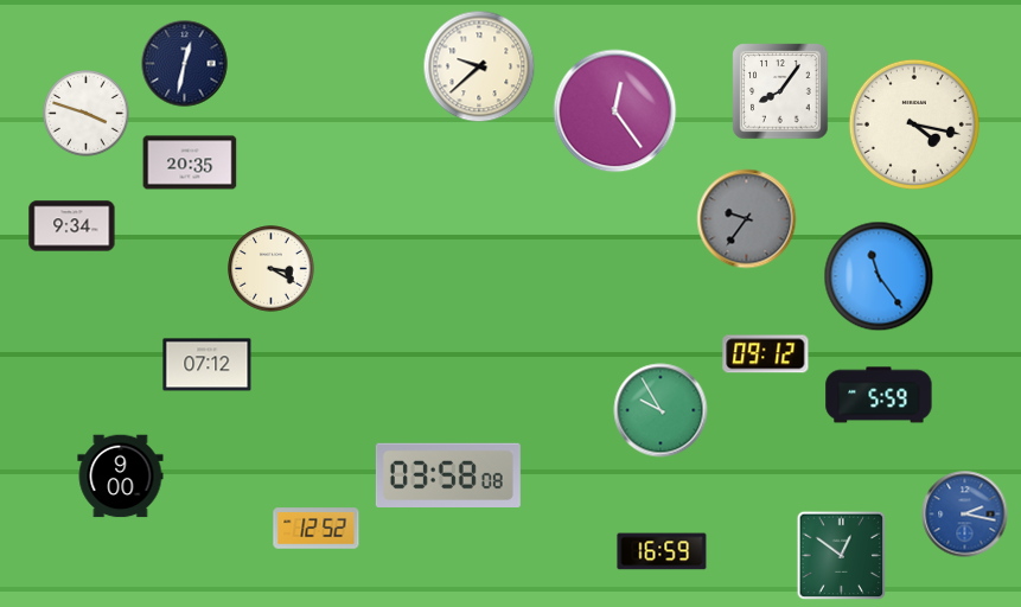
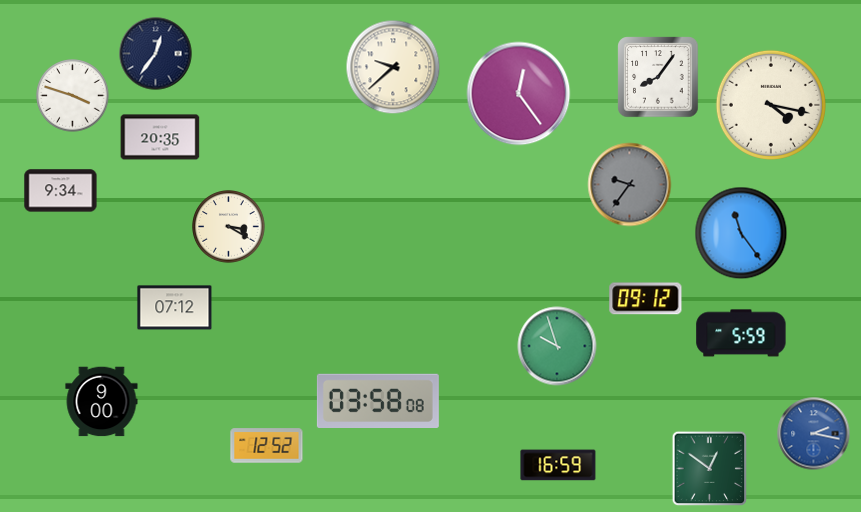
clock at (185, 64): 12:32 -> 12:36
clock at (479, 66) position: (479, 66) -> (393, 67)
clock at (661, 410): 9:55 -> 9:57
